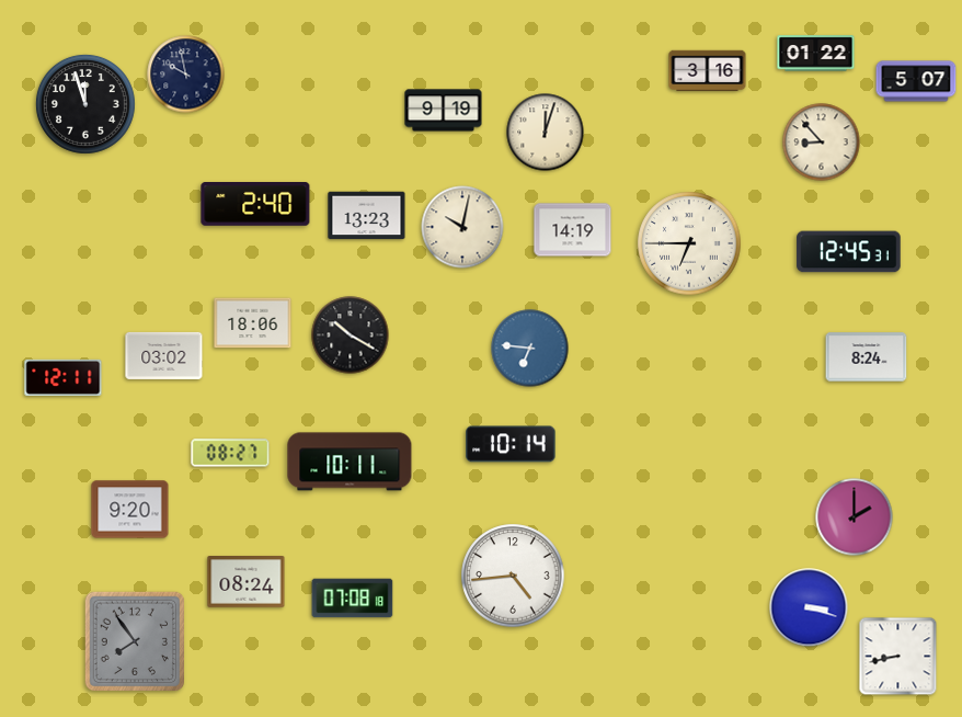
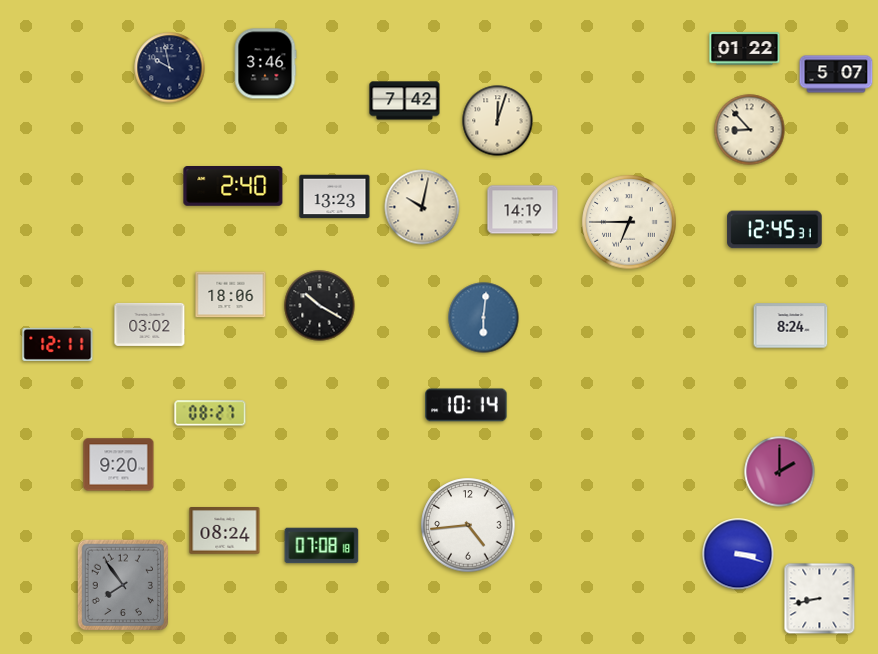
clock at (265, 64): none -> 3:46
clock at (708, 71): 3:16 -> none
clock at (85, 104): 11:57 -> none
clock at (444, 111): 9:19 -> 7:42
clock at (530, 349): 6:46 -> 6:01
clock at (350, 462): 10:11 -> none
